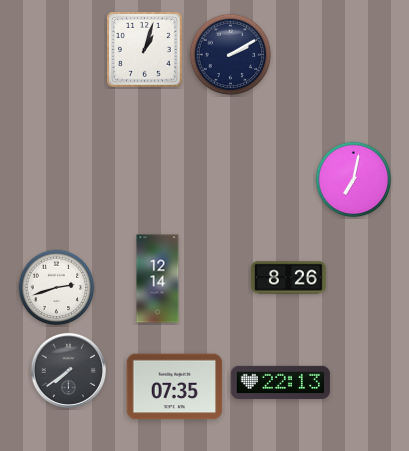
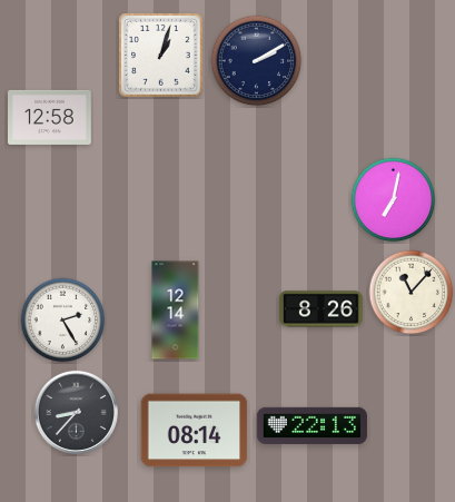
clock at (50, 117): none -> 12:58
clock at (412, 293): none -> 11:07
clock at (57, 288): 2:42 -> 2:25
clock at (68, 370): 7:39 -> 8:37
clock at (175, 387): 07:35 -> 08:14
